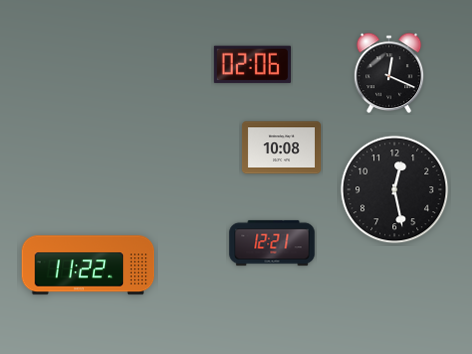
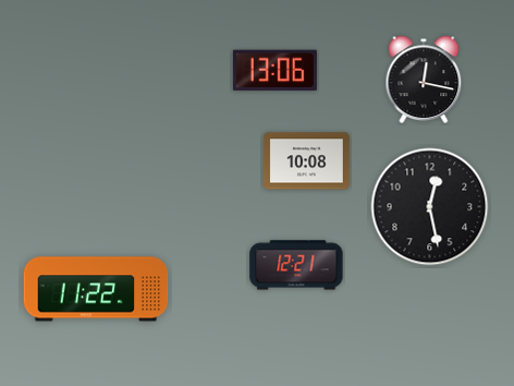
clock at (252, 65): 02:06 -> 13:06
clock at (389, 73): 12:19 -> 12:17
